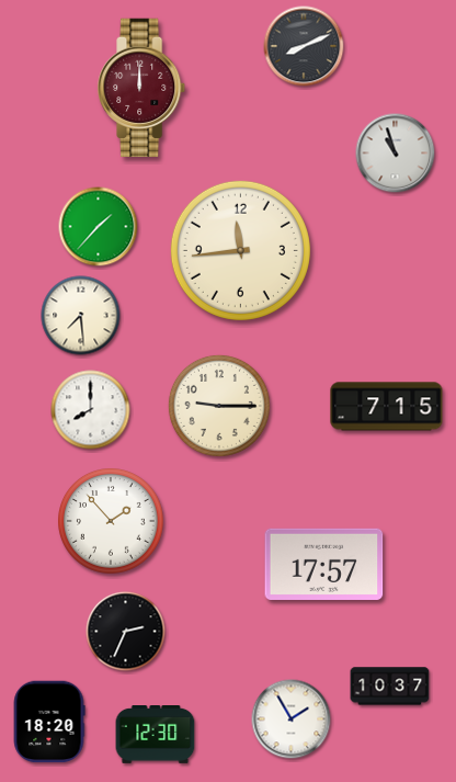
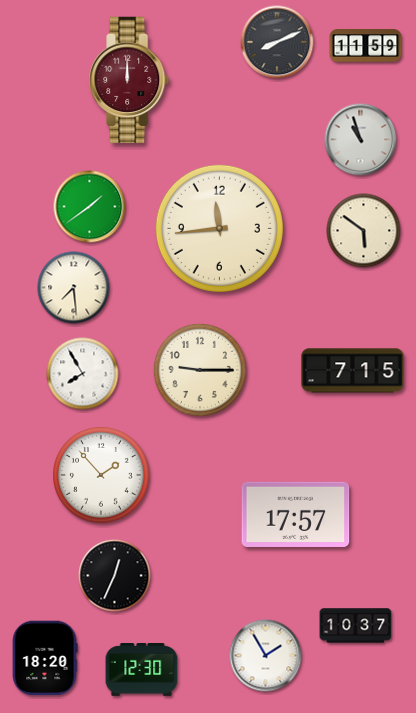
clock at (366, 46): none -> 11:59
clock at (99, 227): 1:37 -> 1:39
clock at (364, 231): none -> 5:51
clock at (91, 410): 8:00 -> 7:55
clock at (126, 632): 2:34 -> 12:34
